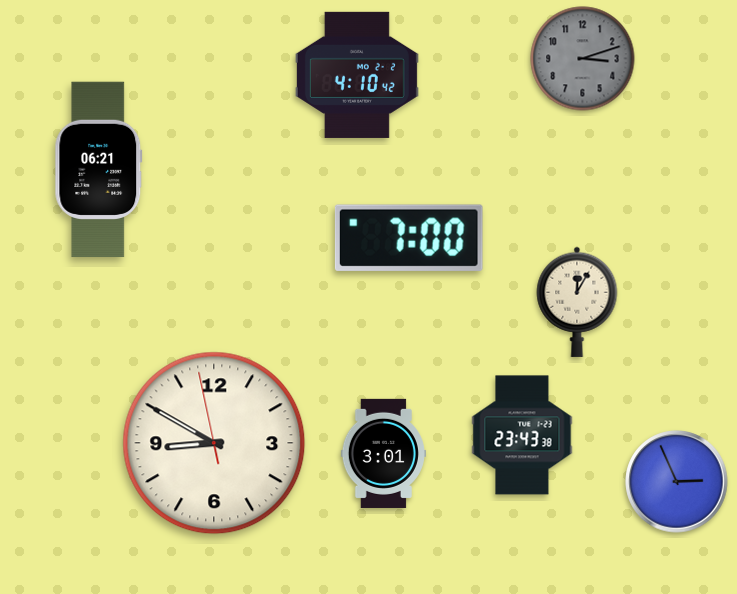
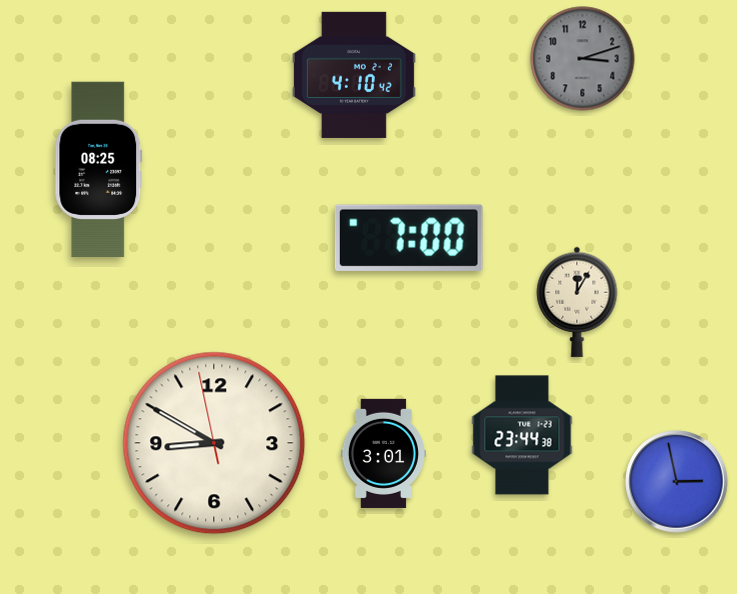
clock at (357, 75) position: (357, 75) -> (354, 75)
clock at (99, 170): 06:21 -> 08:25
clock at (522, 435): 23:43 -> 23:44
clock at (677, 482): 2:56 -> 2:58
